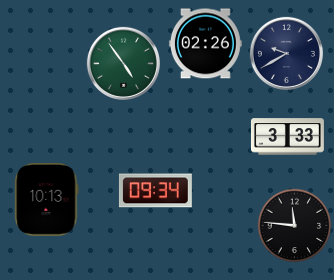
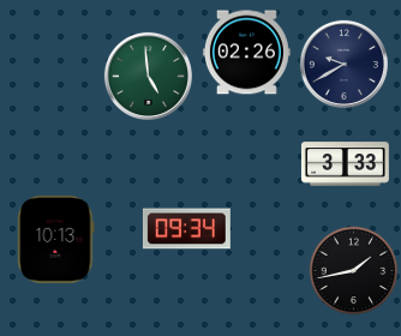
clock at (123, 63): 4:54 -> 4:59
clock at (295, 226): 11:46 -> 1:43
